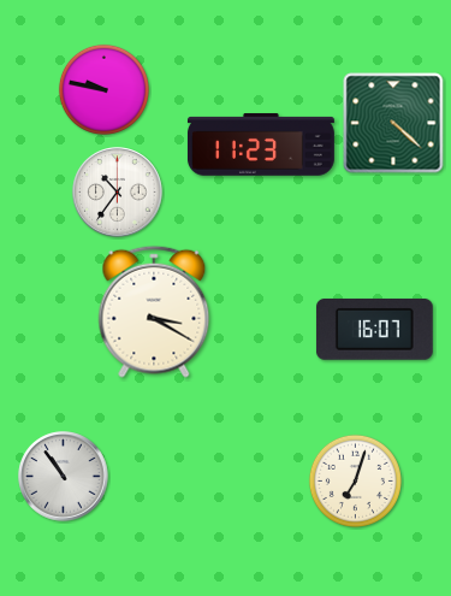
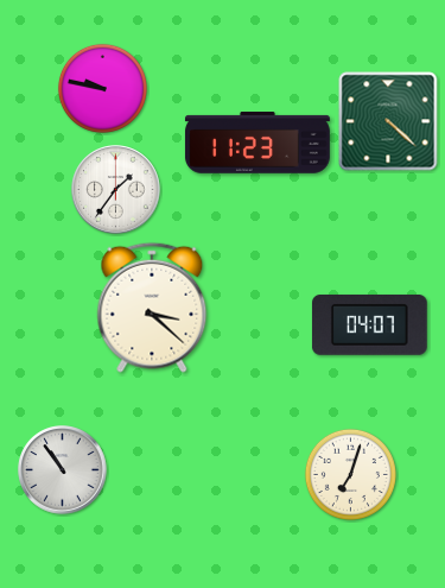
clock at (118, 193): 10:36 -> 1:36
clock at (154, 312): 3:20 -> 3:22
clock at (375, 329): 16:07 -> 04:07
